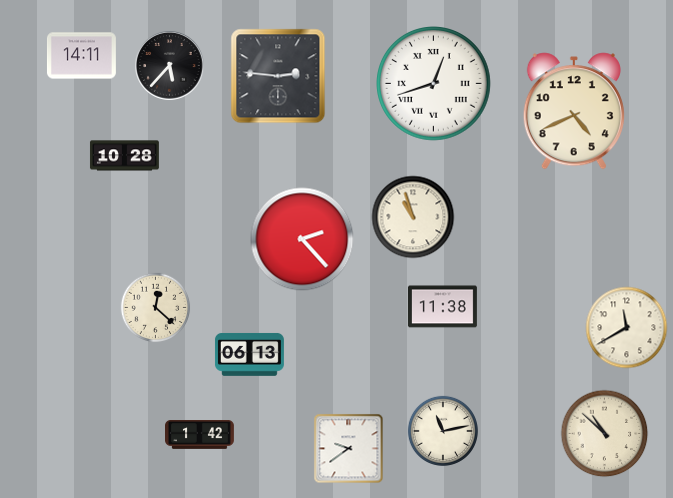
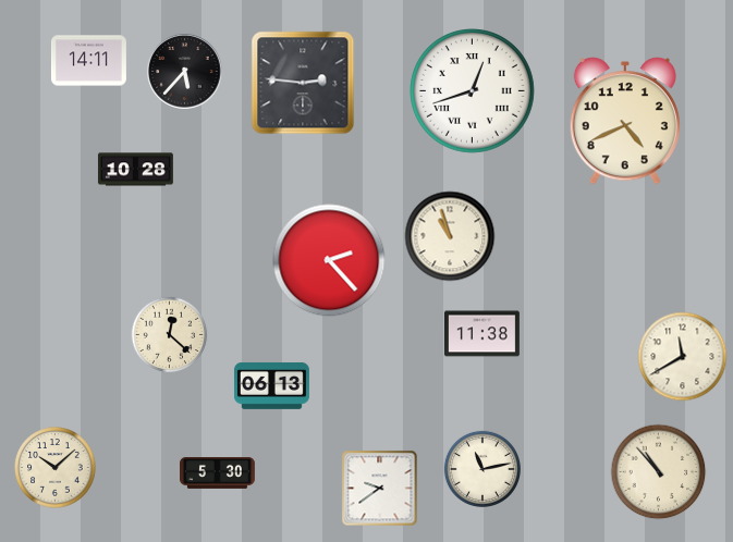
clock at (56, 468): none -> 10:08
clock at (605, 434): 10:52 -> 10:53
clock at (200, 435): 1:42 -> 5:30
